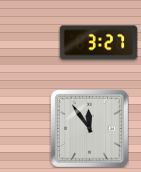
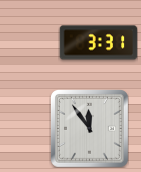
clock at (98, 43): 3:27 -> 3:31
